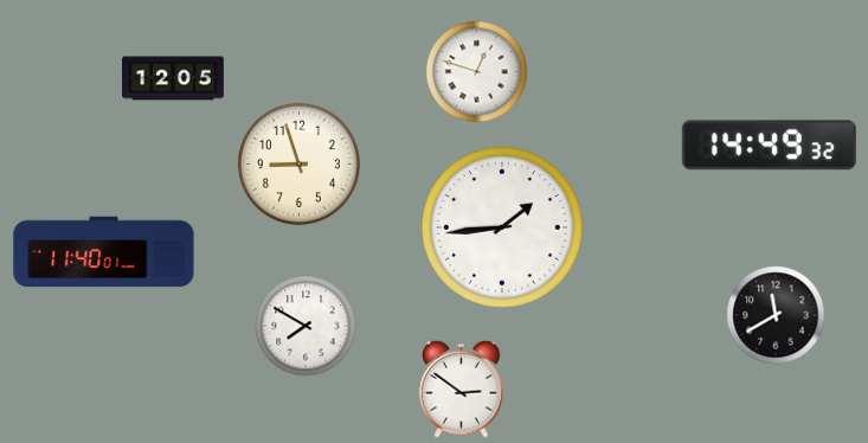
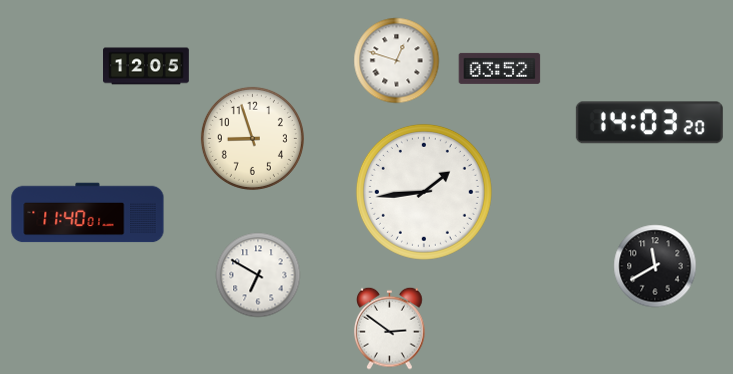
clock at (477, 72) position: (477, 72) -> (397, 61)
clock at (500, 68): none -> 03:52
clock at (769, 146): 14:49 -> 14:03
clock at (306, 326): 7:50 -> 6:50
